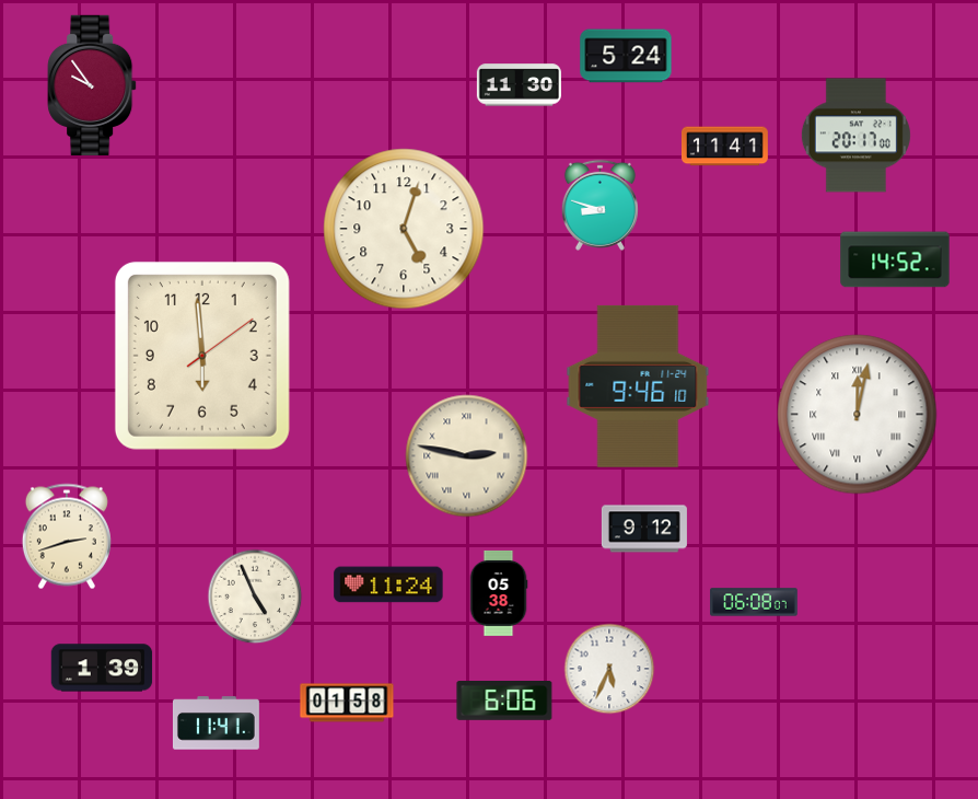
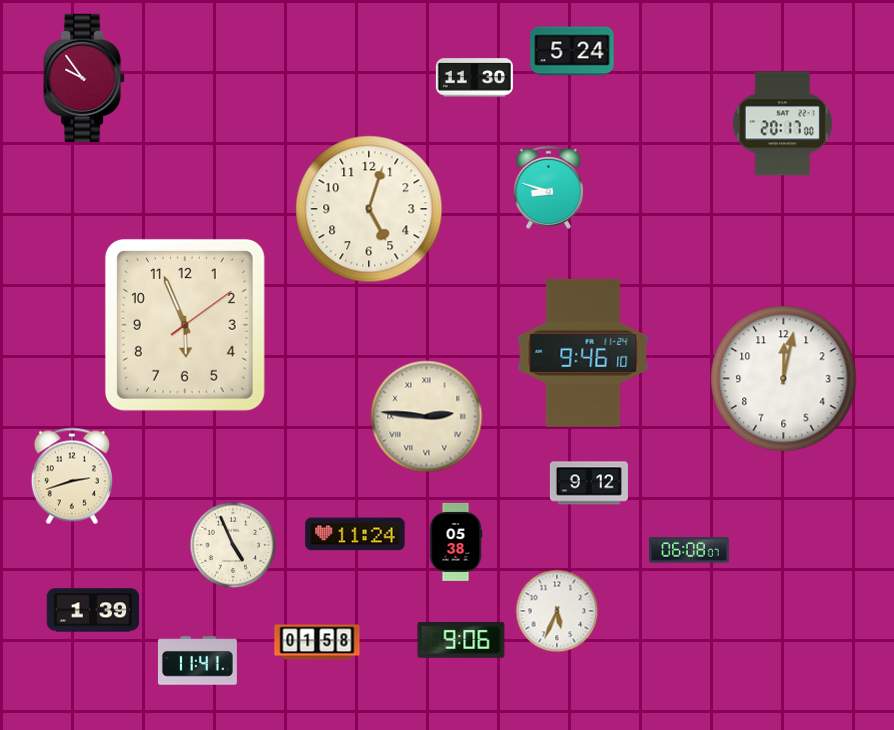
clock at (724, 147): 11:41 -> none
clock at (895, 259): 14:52 -> none
clock at (202, 356): 5:59 -> 5:56
clock at (858, 415) numerals: Roman -> Arabic
clock at (467, 456): 2:47 -> 2:46
clock at (67, 536) position: (67, 536) -> (72, 476)
clock at (504, 702): 6:06 -> 9:06
